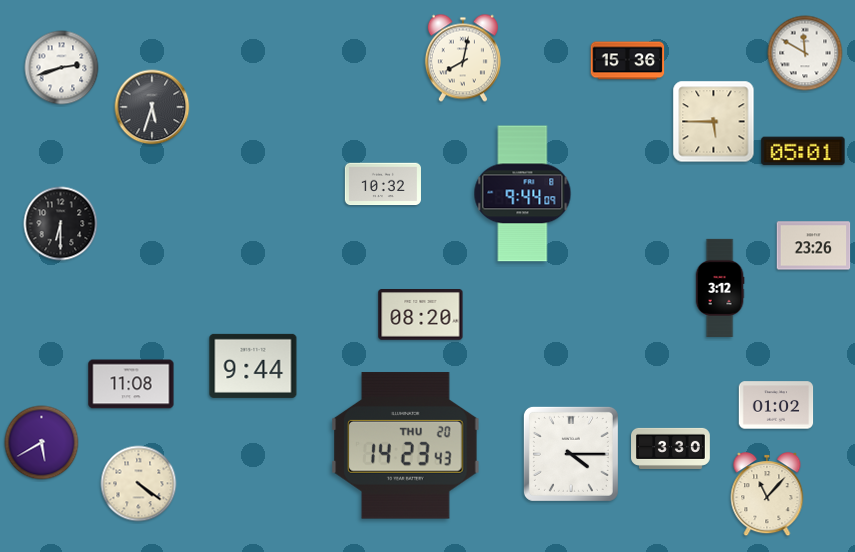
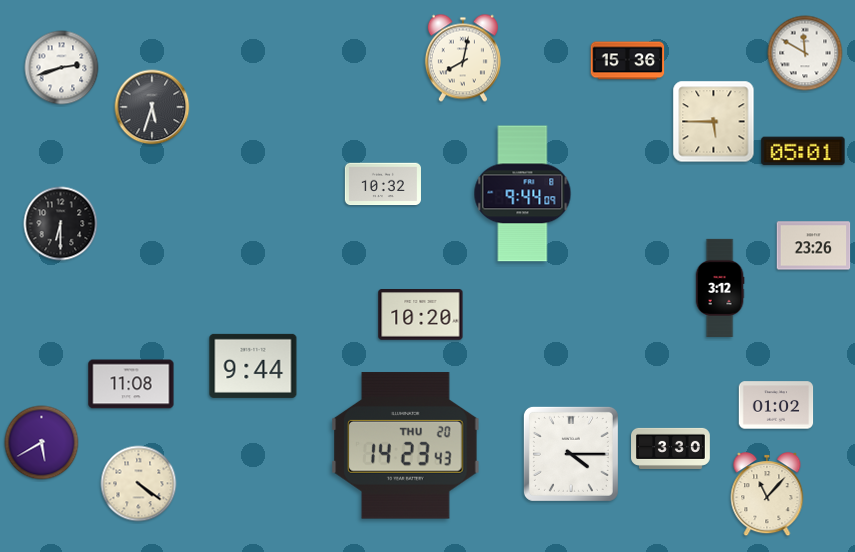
clock at (421, 315): 08:20 -> 10:20
